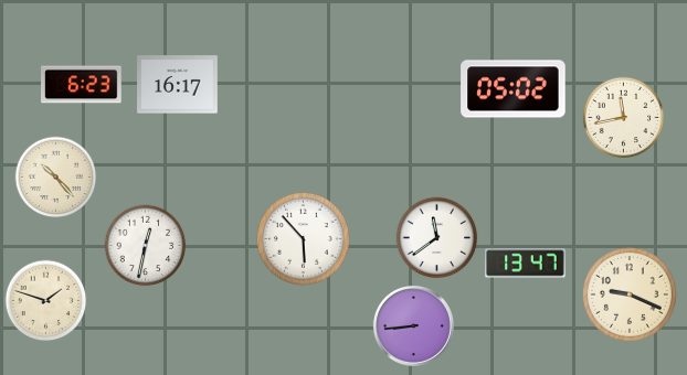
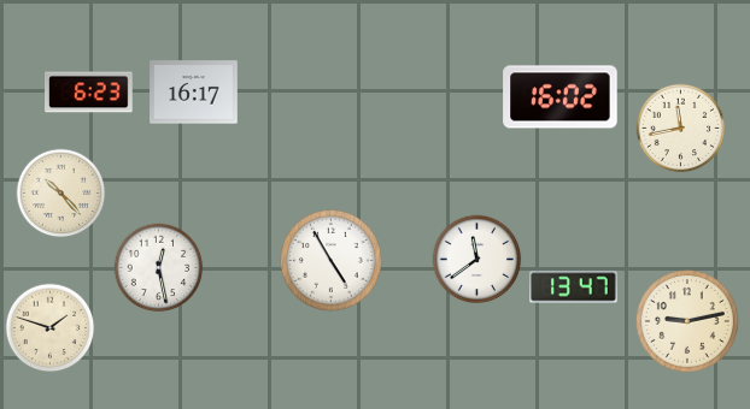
clock at (514, 89): 05:02 -> 16:02
clock at (303, 238): 5:53 -> 4:55
clock at (146, 246): 12:32 -> 12:28
clock at (630, 294): 9:19 -> 9:13
clock at (413, 325): 8:44 -> none
